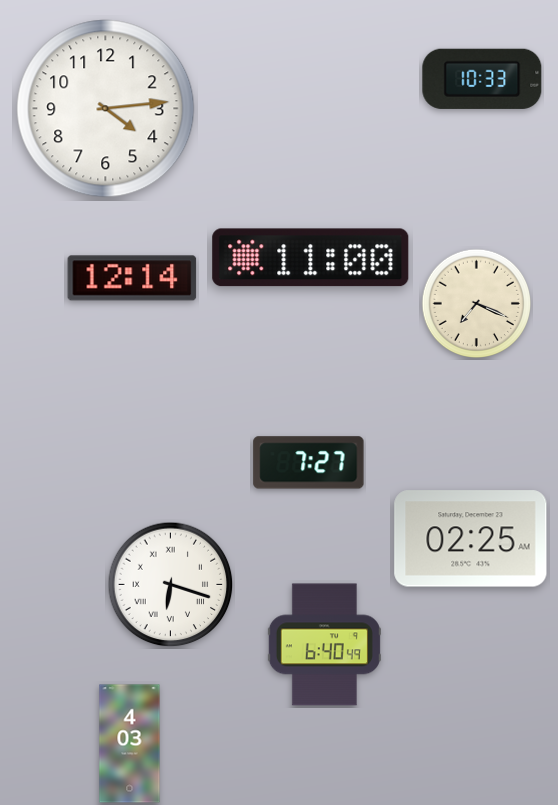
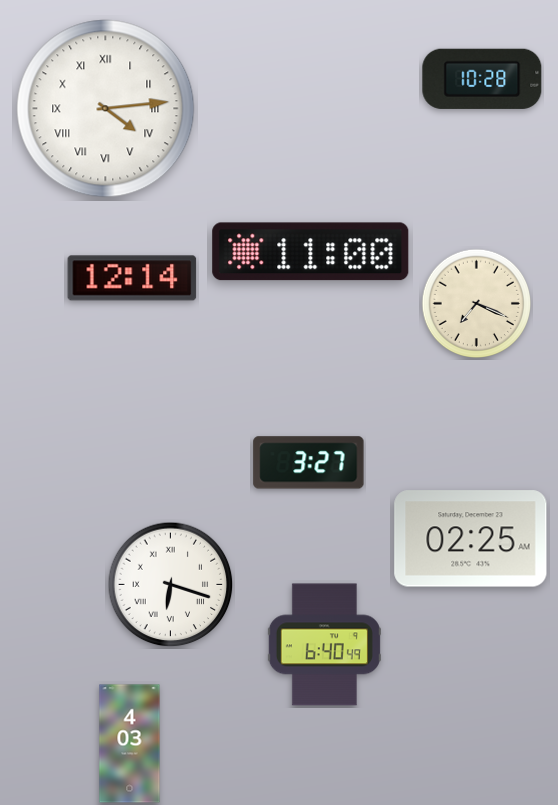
clock at (482, 79): 10:33 -> 10:28
clock at (106, 109) numerals: Arabic -> Roman
clock at (311, 258) position: (311, 258) -> (311, 252)
clock at (309, 463): 7:27 -> 3:27
